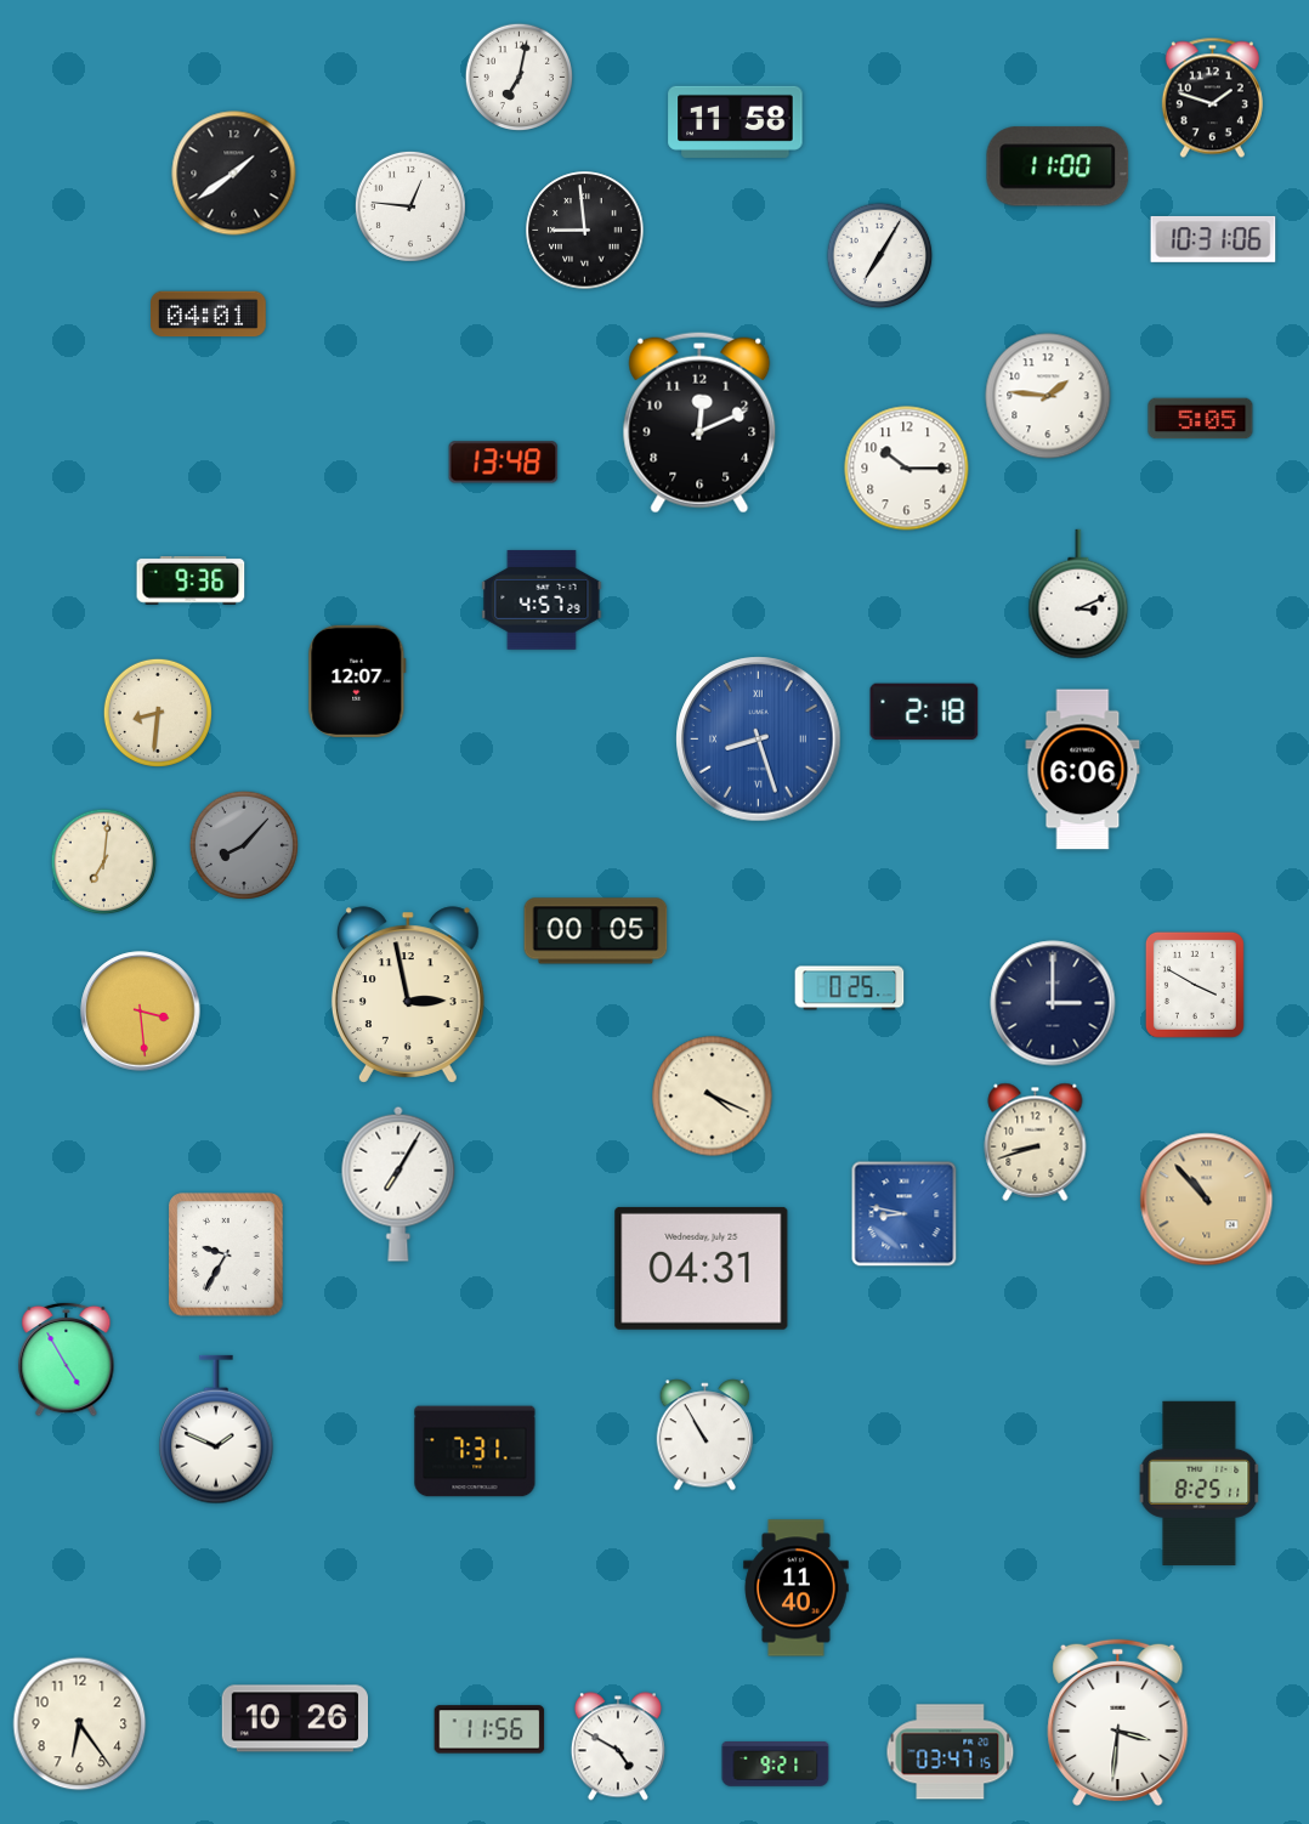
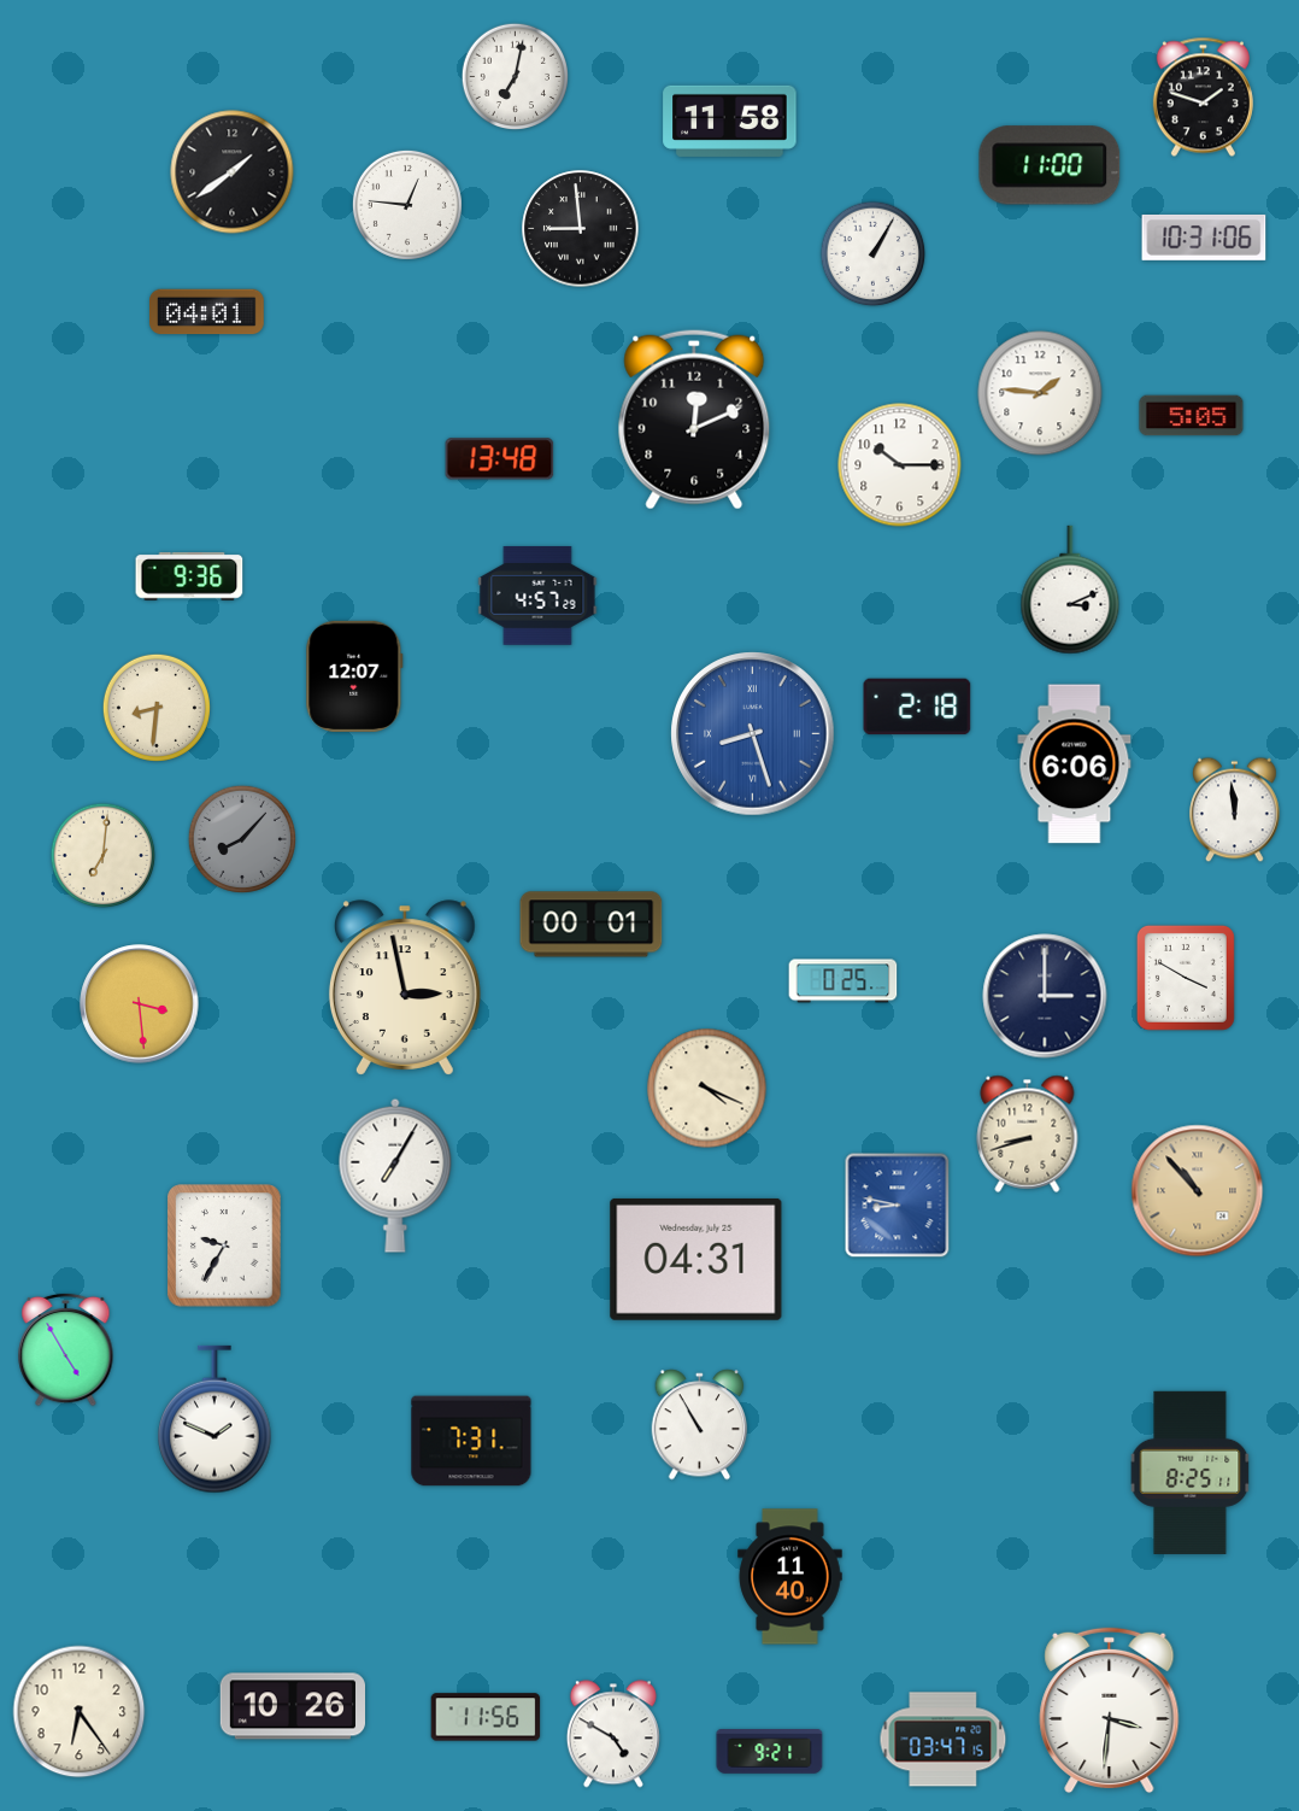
clock at (880, 256): 7:05 -> 1:05
clock at (1235, 810): none -> 11:59
clock at (596, 931): 00:05 -> 00:01
